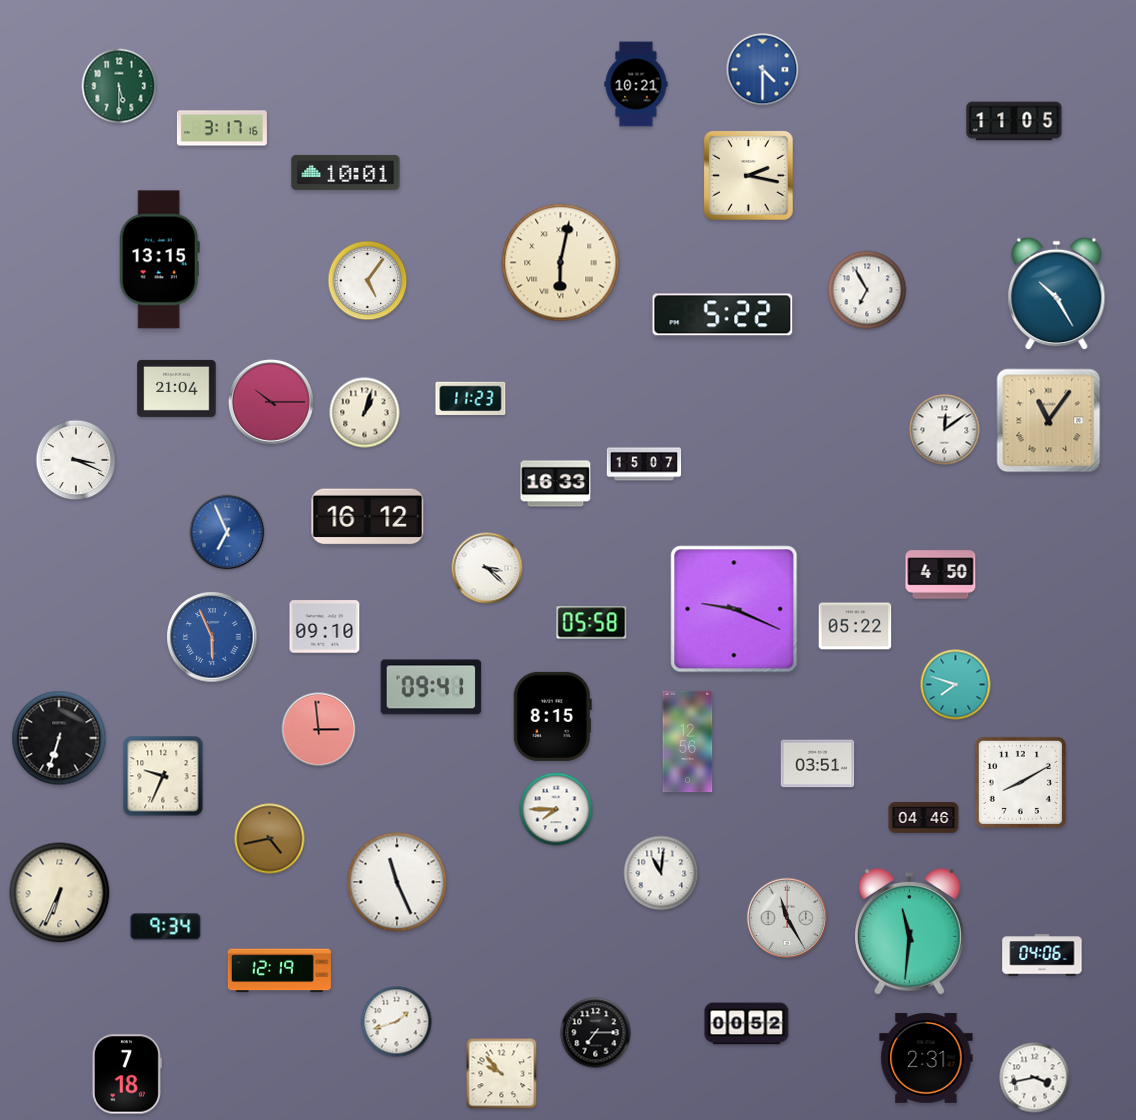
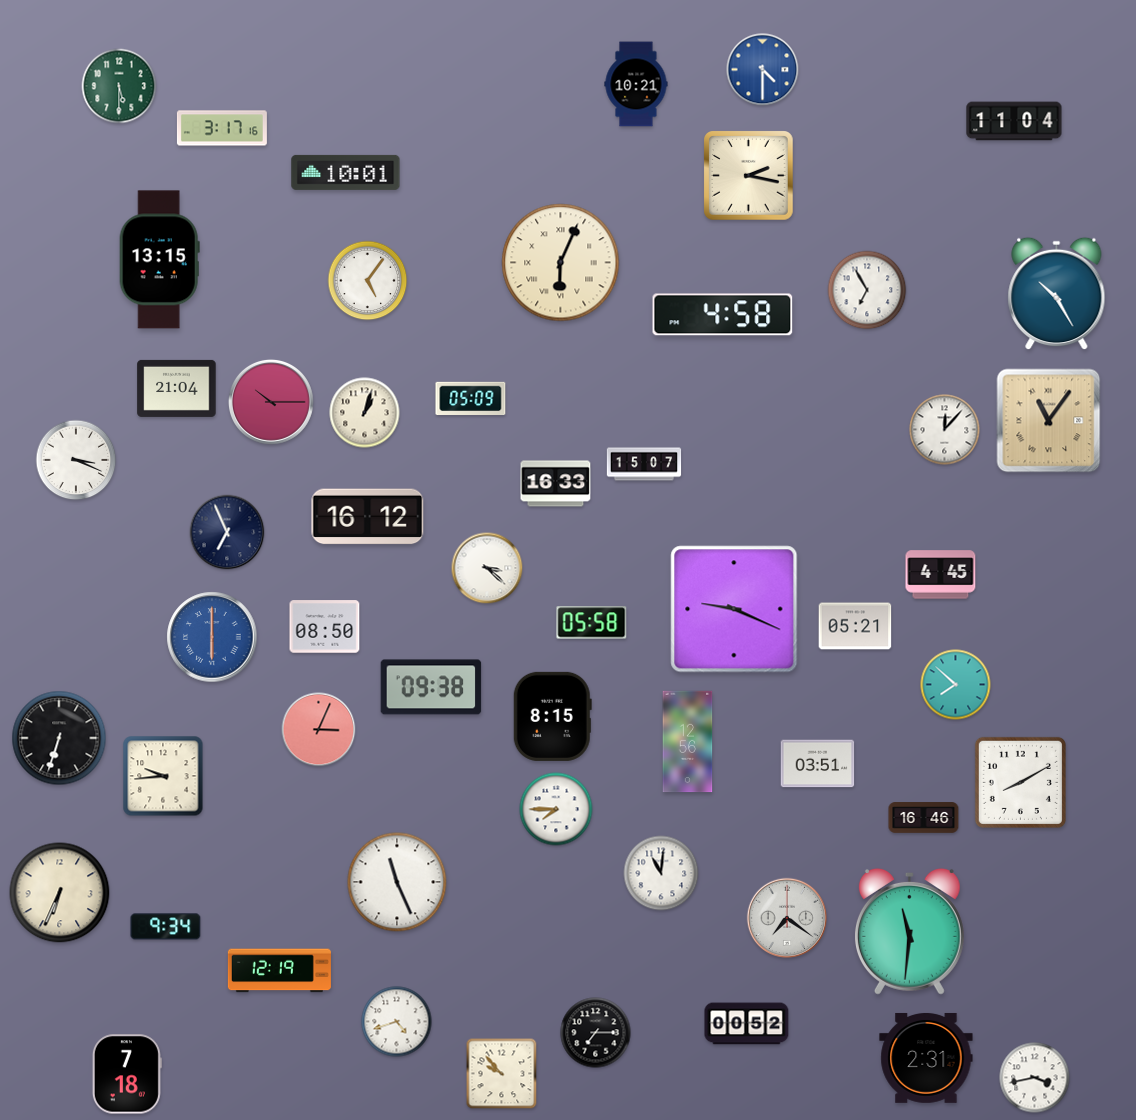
clock at (1014, 121): 11:05 -> 11:04
clock at (561, 263): 6:02 -> 6:04
clock at (723, 315): 5:22 -> 4:58
clock at (471, 399): 11:23 -> 05:09
clock at (945, 430): 12:09 -> 12:07
clock at (227, 532) dial: blue -> navy
clock at (941, 575): 4:50 -> 4:45
clock at (855, 626): 05:22 -> 05:21
clock at (325, 627): 09:10 -> 08:50
clock at (212, 637): 5:56 -> 6:00
clock at (956, 685): 7:48 -> 7:52
clock at (431, 687): 09:41 -> 09:38
clock at (319, 730): 2:59 -> 3:04
clock at (163, 776): 9:34 -> 9:44
clock at (924, 818): 04:46 -> 16:46
clock at (270, 839): 4:43 -> none
clock at (786, 917): 11:25 -> 7:21
clock at (1042, 955): 04:06 -> none
clock at (397, 1022): 1:42 -> 4:42
